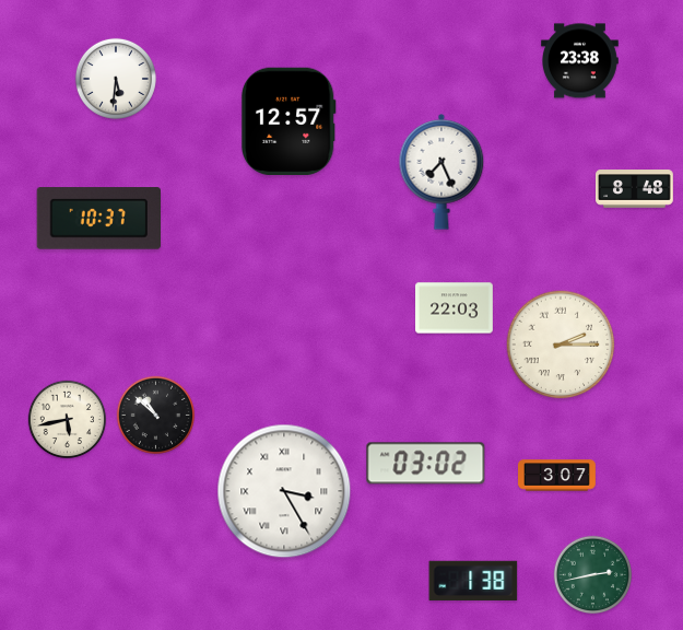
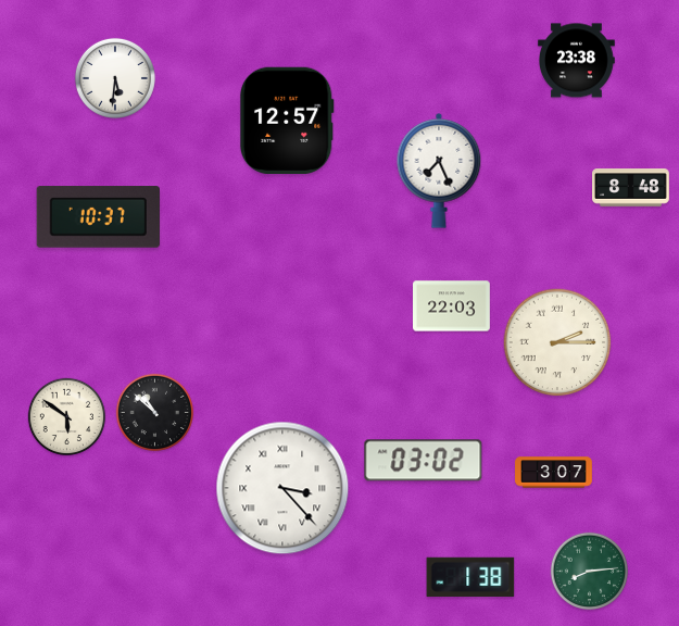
clock at (68, 420): 5:43 -> 5:51
clock at (284, 491): 3:25 -> 3:23
clock at (593, 575): 2:43 -> 8:14
